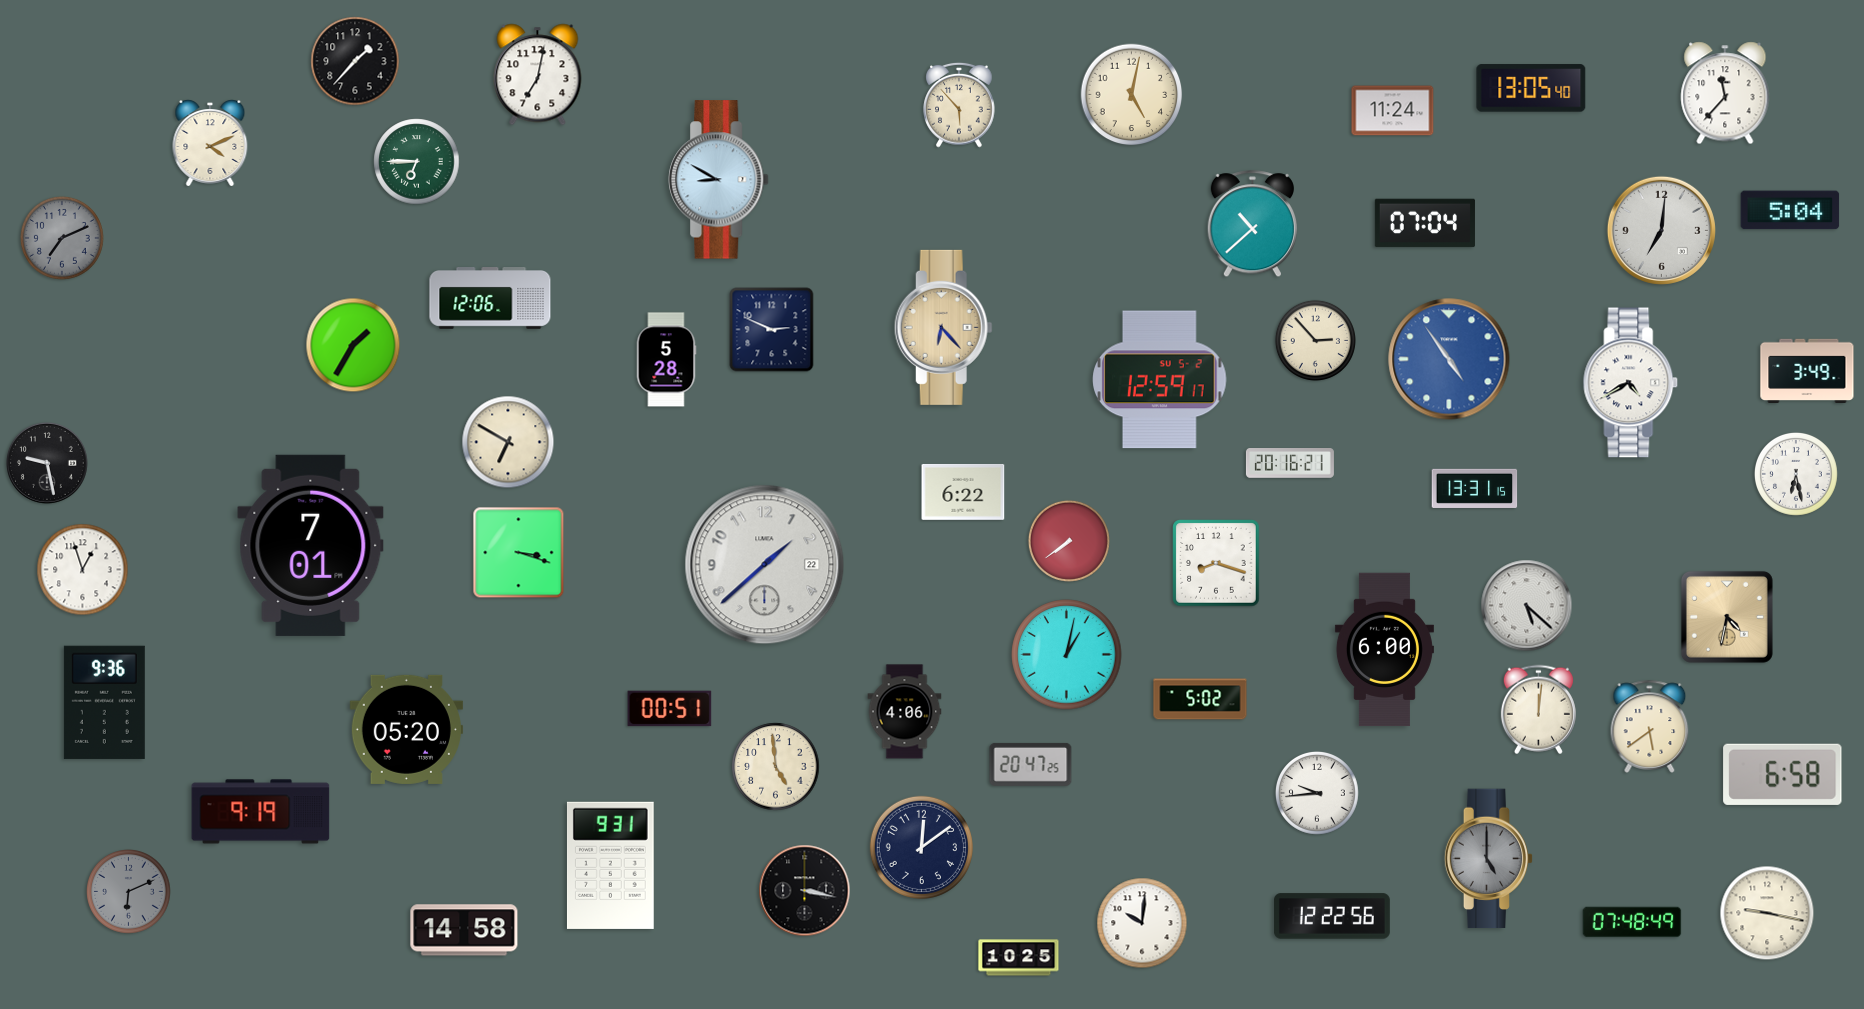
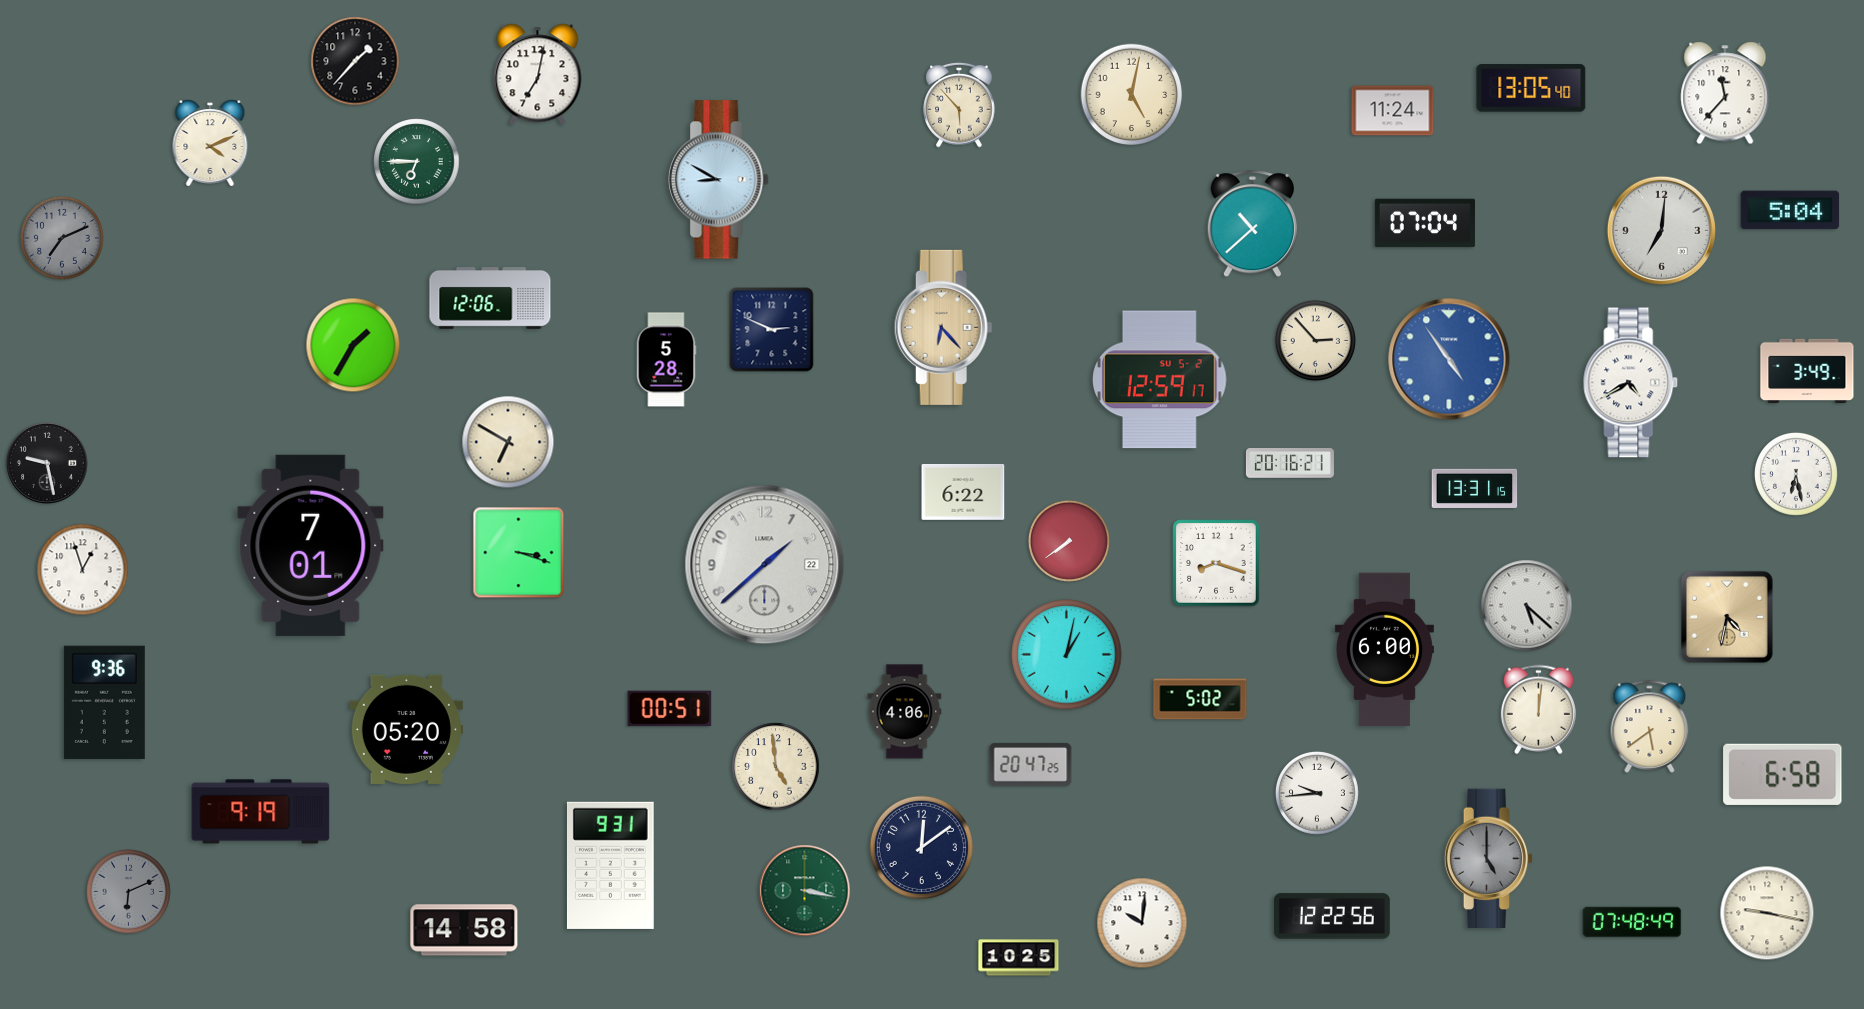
clock at (805, 891) dial: black -> green
